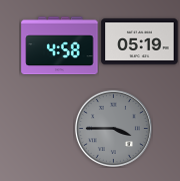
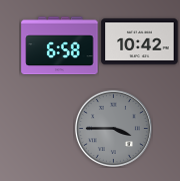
clock at (140, 42): 05:19 -> 10:42
clock at (60, 46): 4:58 -> 6:58
